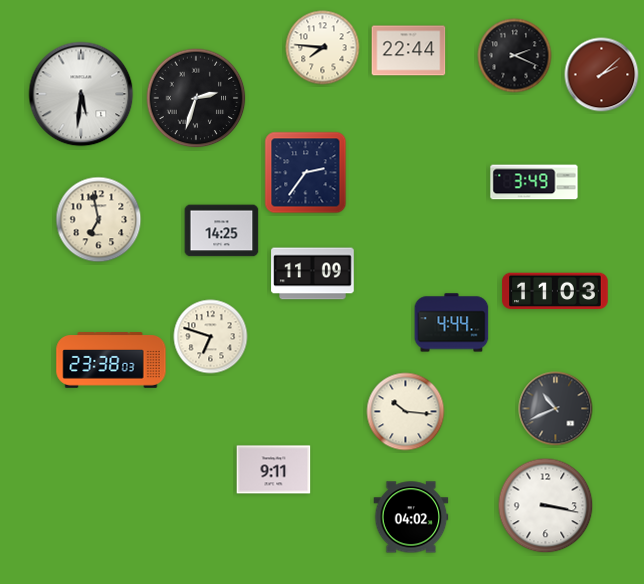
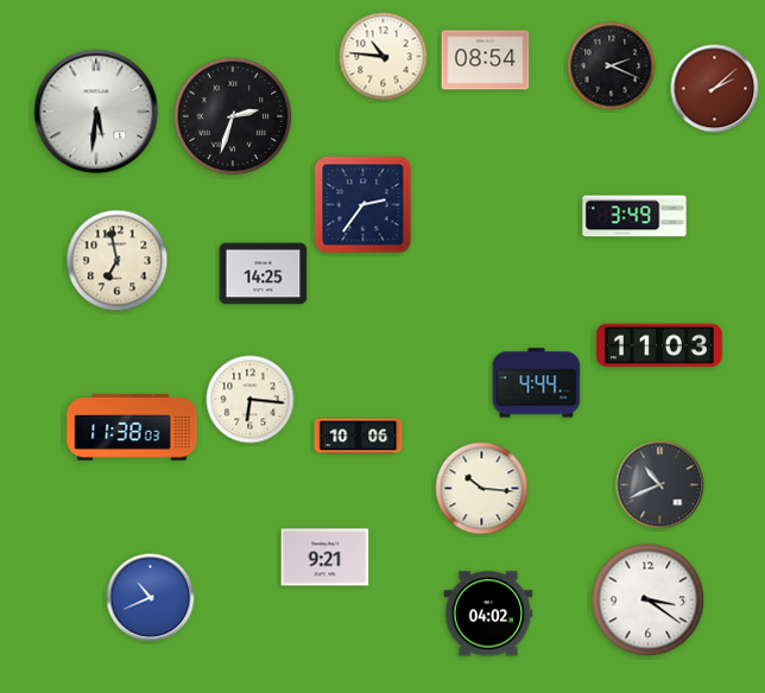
clock at (323, 48): 7:46 -> 10:46
clock at (409, 51): 22:44 -> 08:54
clock at (313, 274): 11:09 -> none
clock at (211, 337): 6:48 -> 6:16
clock at (111, 360): 23:38 -> 11:38
clock at (359, 437): none -> 10:06
clock at (274, 470): 9:11 -> 9:21
clock at (151, 598): none -> 10:41
clock at (546, 506): 3:17 -> 3:21
